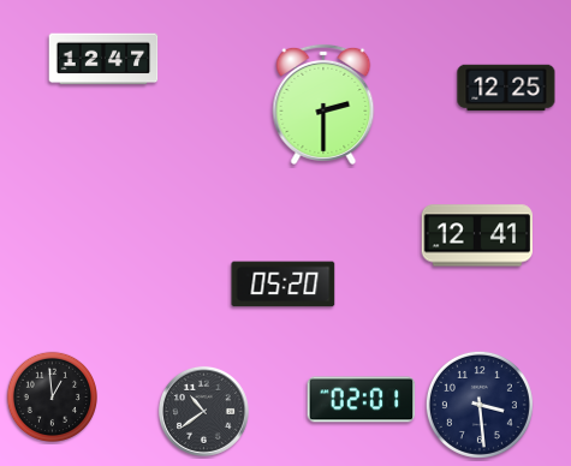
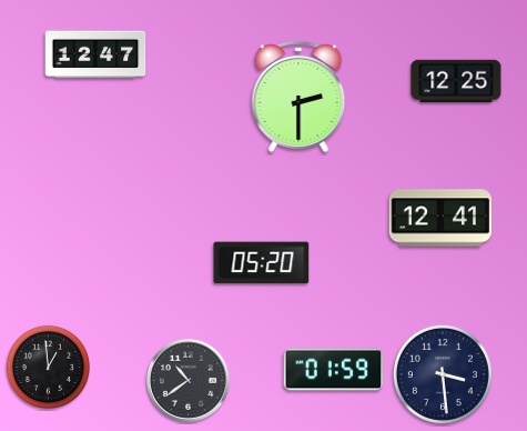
clock at (506, 88) position: (506, 88) -> (456, 81)
clock at (362, 400): 02:01 -> 01:59
